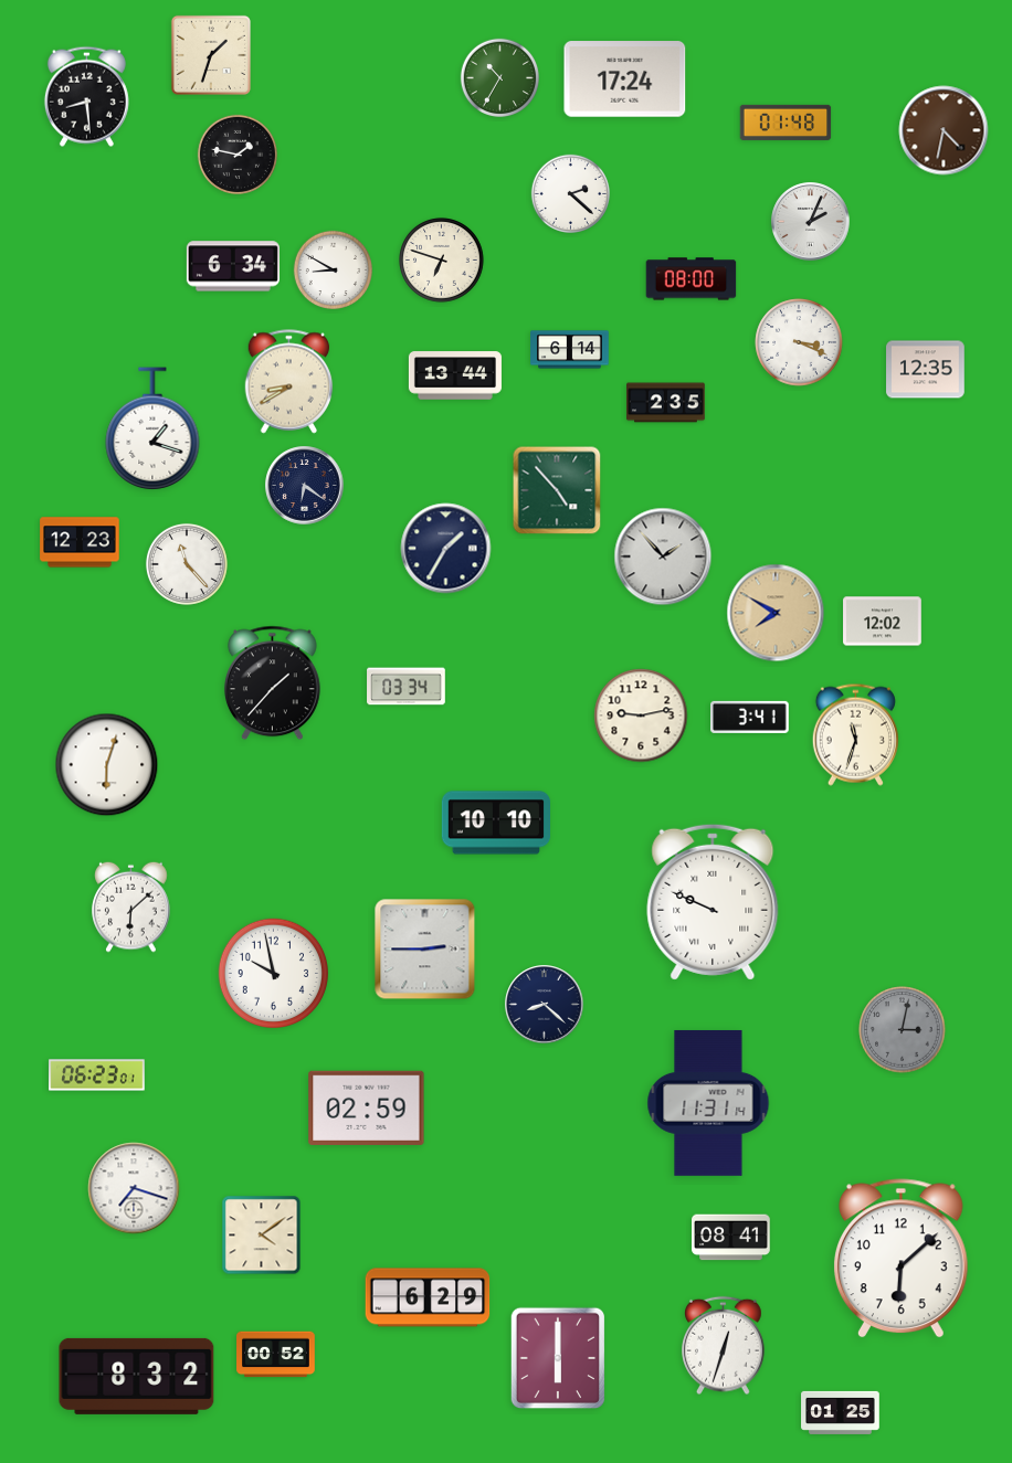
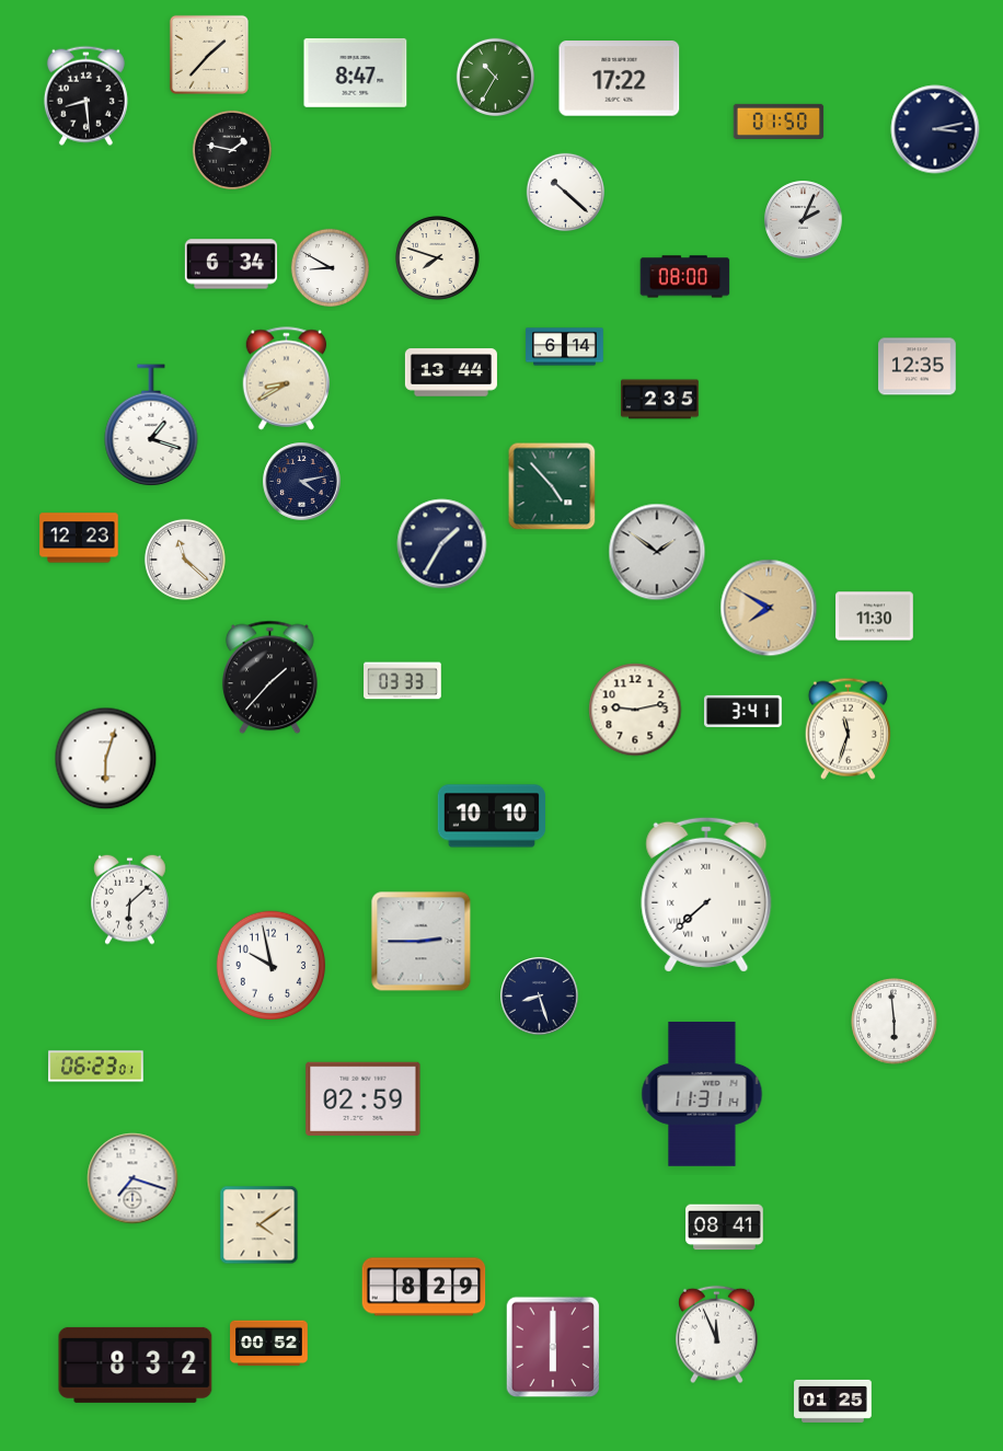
clock at (211, 55): 1:33 -> 1:37
clock at (356, 72): none -> 8:47
clock at (625, 79): 17:24 -> 17:22
clock at (786, 123): 01:48 -> 01:50
clock at (944, 130): 4:32 -> 3:13
clock at (944, 130) dial: brown -> navy
clock at (238, 155) position: (238, 155) -> (232, 150)
clock at (570, 193): 2:22 -> 10:22
clock at (442, 261): 6:48 -> 7:48
clock at (799, 342): 3:19 -> none
clock at (305, 486): 6:21 -> 4:13
clock at (663, 556): 1:53 -> 1:51
clock at (187, 564): 11:23 -> 11:22
clock at (883, 622): 12:02 -> 11:30
clock at (407, 687): 03:34 -> 03:33
clock at (713, 902): 9:49 -> 7:38
clock at (545, 1005): 8:22 -> 8:27
clock at (903, 1030): 3:02 -> 5:59
clock at (903, 1030) dial: grey -> white
clock at (900, 1259): 6:08 -> none
clock at (428, 1297): 6:29 -> 8:29
clock at (724, 1346): 12:33 -> 11:56
clock at (276, 1355) position: (276, 1355) -> (269, 1344)
